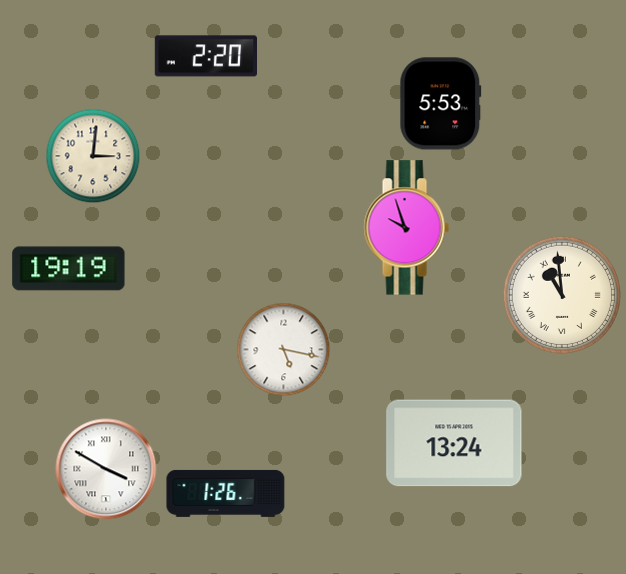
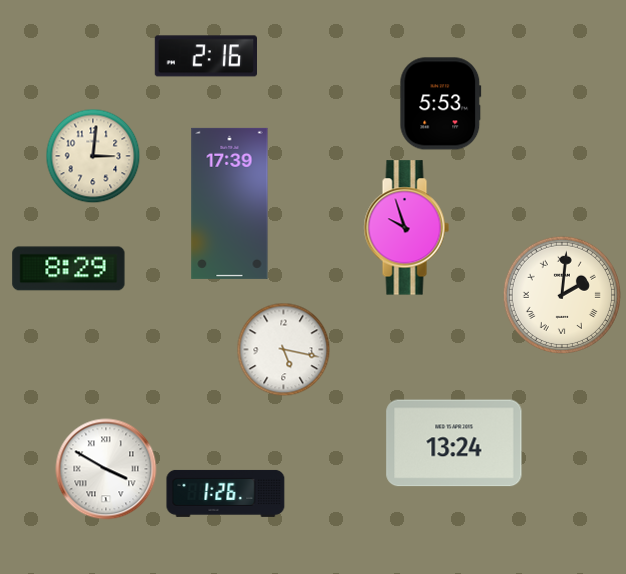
clock at (205, 56): 2:20 -> 2:16
clock at (230, 203): none -> 17:39
clock at (69, 269): 19:19 -> 8:29
clock at (561, 294): 10:59 -> 2:01
